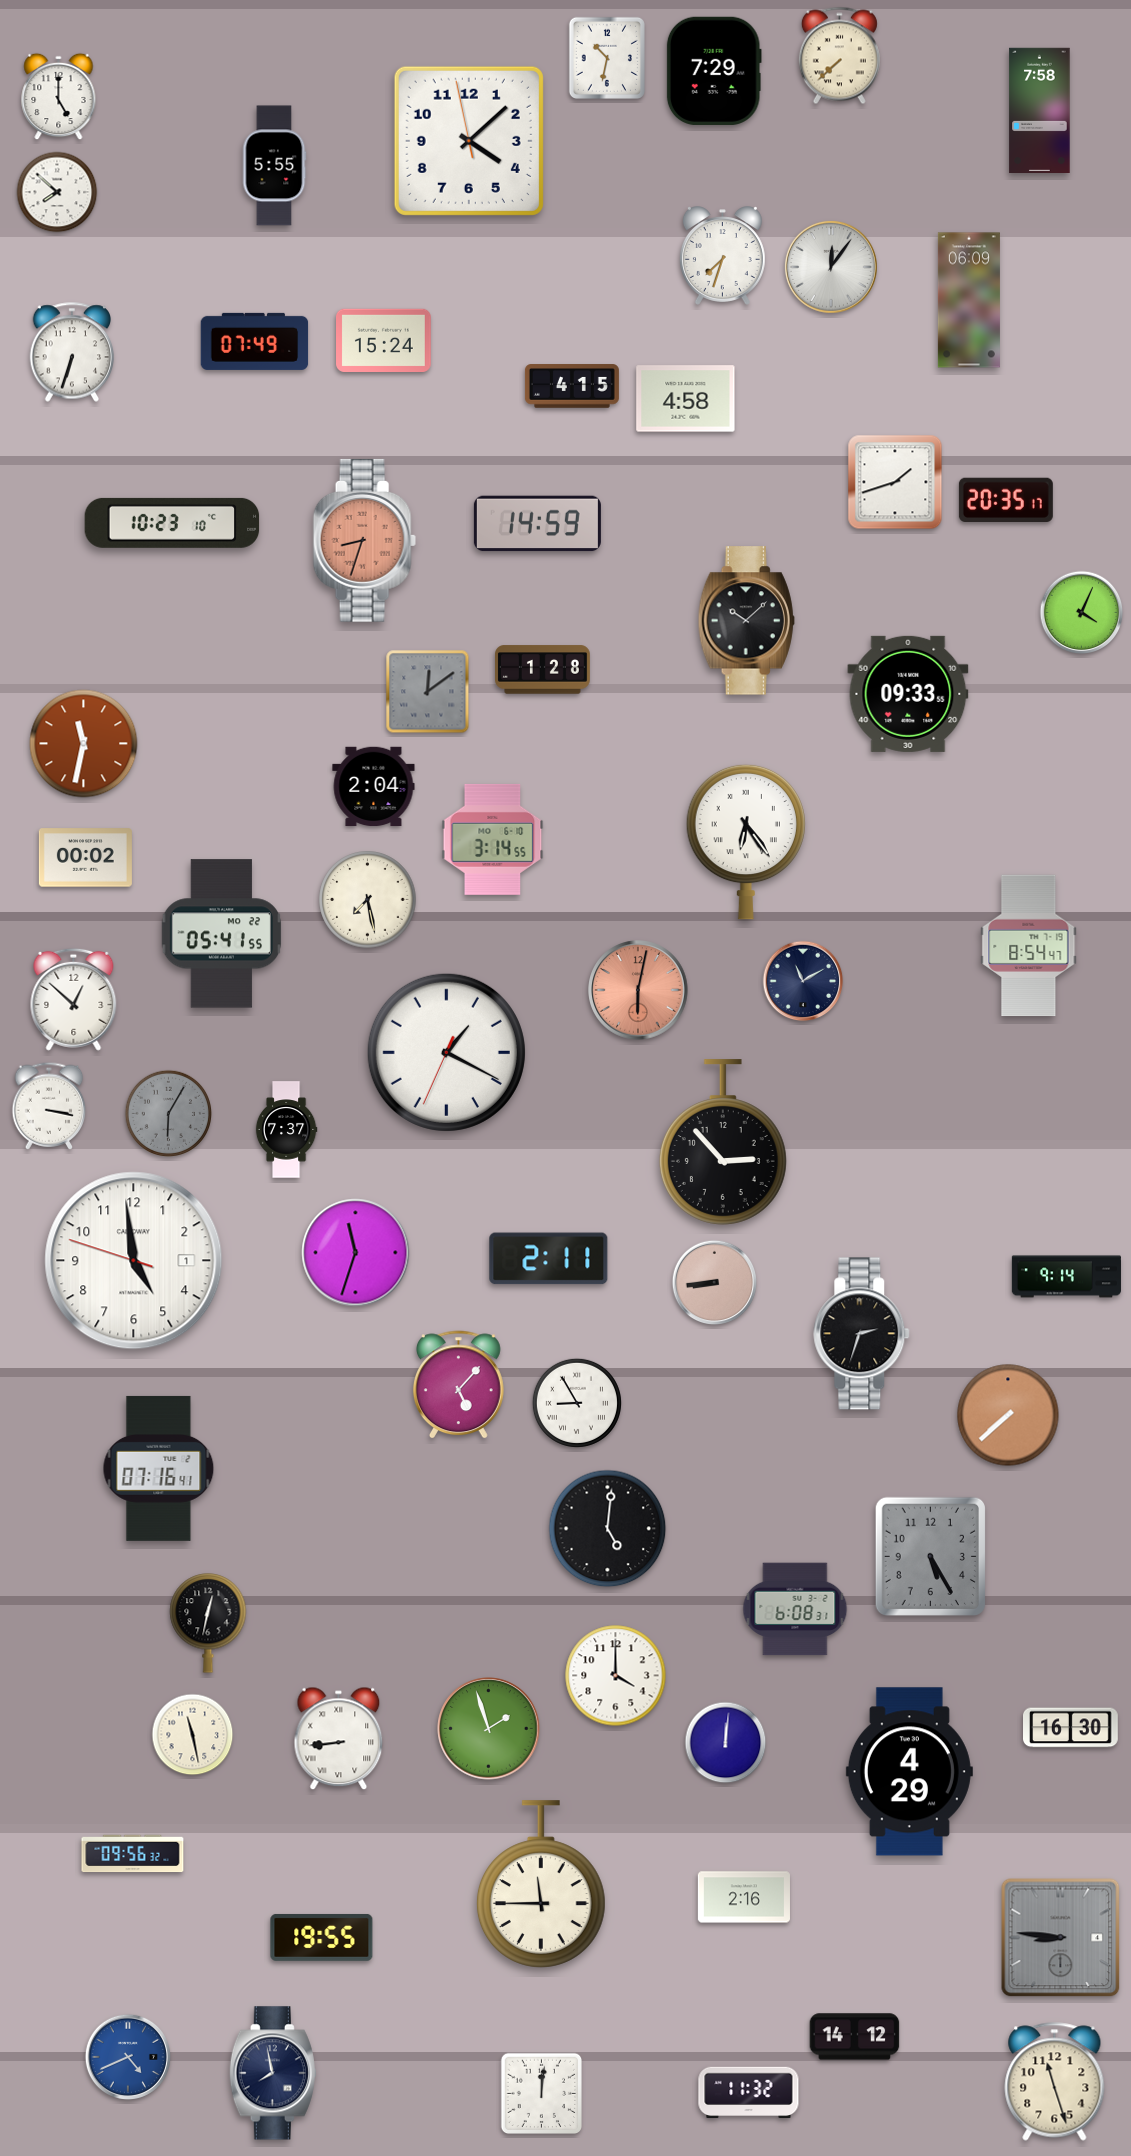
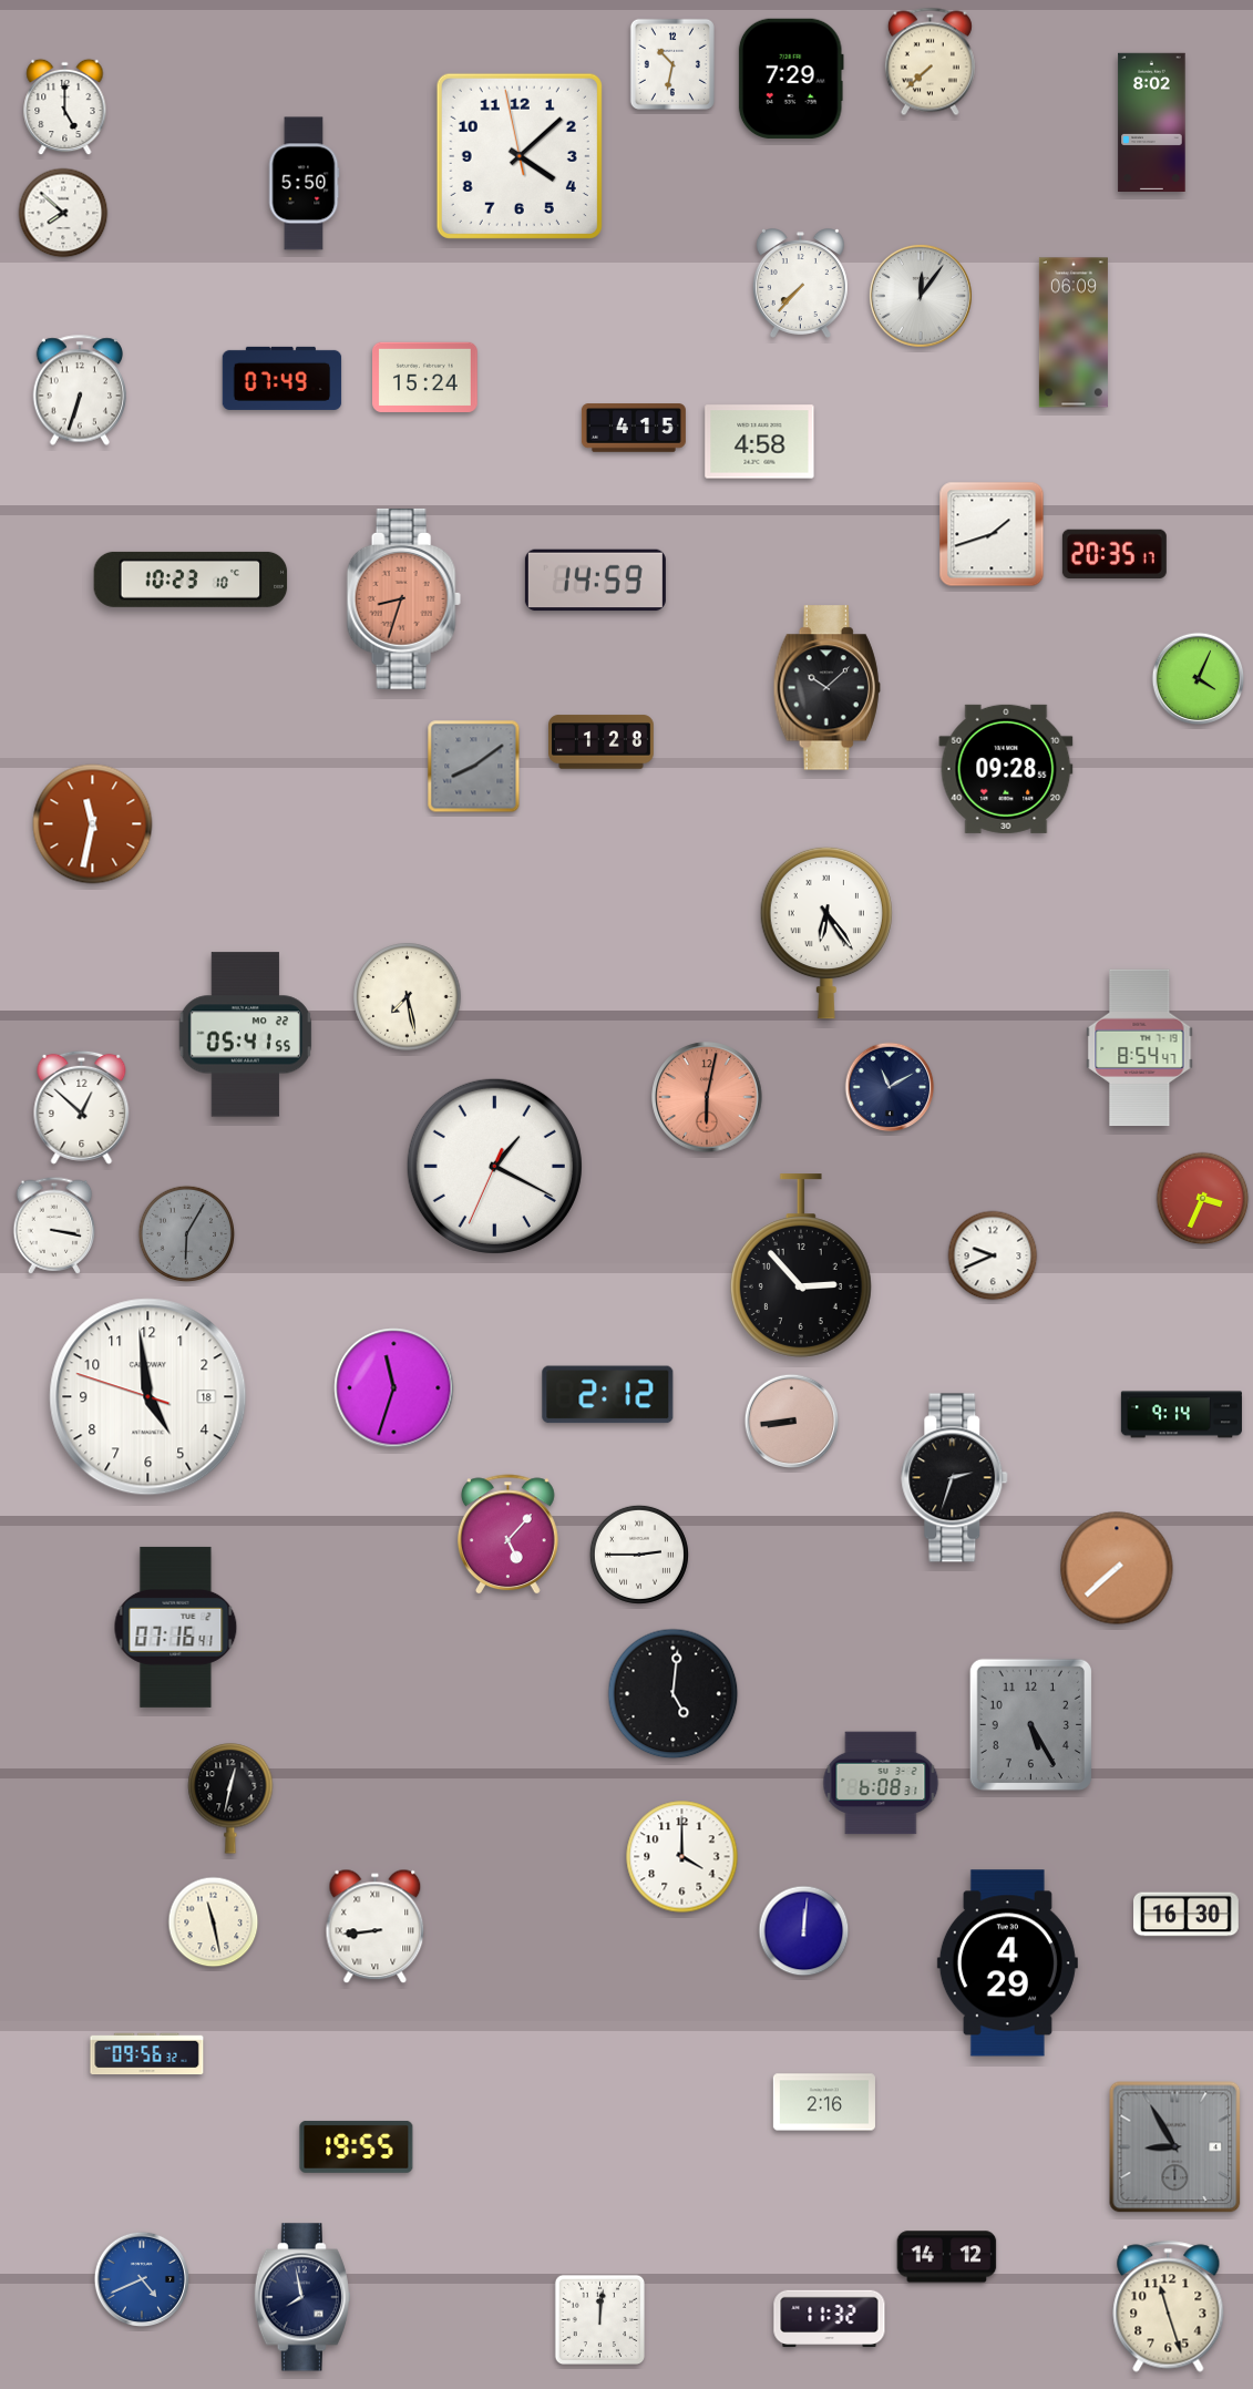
clock at (1040, 110): 7:58 -> 8:02
clock at (274, 166): 5:55 -> 5:50
clock at (722, 256): 7:33 -> 7:37
clock at (428, 692): 12:09 -> 8:09
clock at (908, 694): 09:33 -> 09:28
clock at (374, 787): 2:04 -> none
clock at (493, 839): 3:14 -> none
clock at (85, 858): 00:02 -> none
clock at (1203, 1199): none -> 3:34
clock at (286, 1130): 7:37 -> none
clock at (993, 1255): none -> 9:41
clock at (549, 1259): 2:11 -> 2:12
clock at (134, 1261) date: 1 -> 18
clock at (577, 1403): 8:55 -> 2:45
clock at (489, 1729): 1:57 -> none
clock at (541, 1884): 11:45 -> none
clock at (1061, 1938): 8:46 -> 8:55
